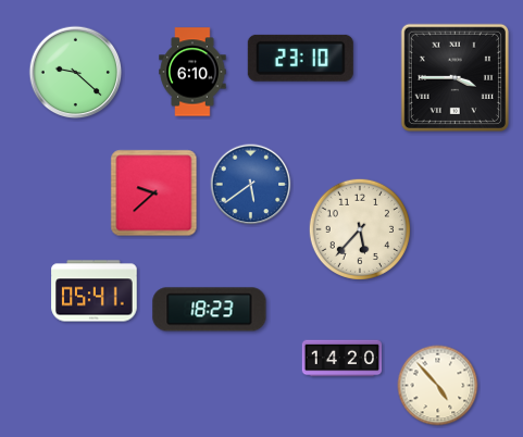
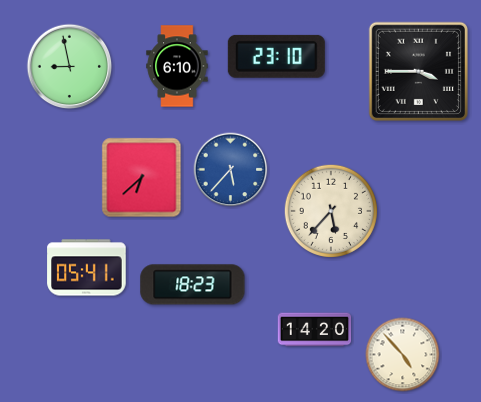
clock at (300, 58) position: (300, 58) -> (276, 56)
clock at (76, 73): 9:22 -> 8:58
clock at (251, 185): 5:39 -> 5:37
clock at (154, 193): 9:38 -> 6:38
